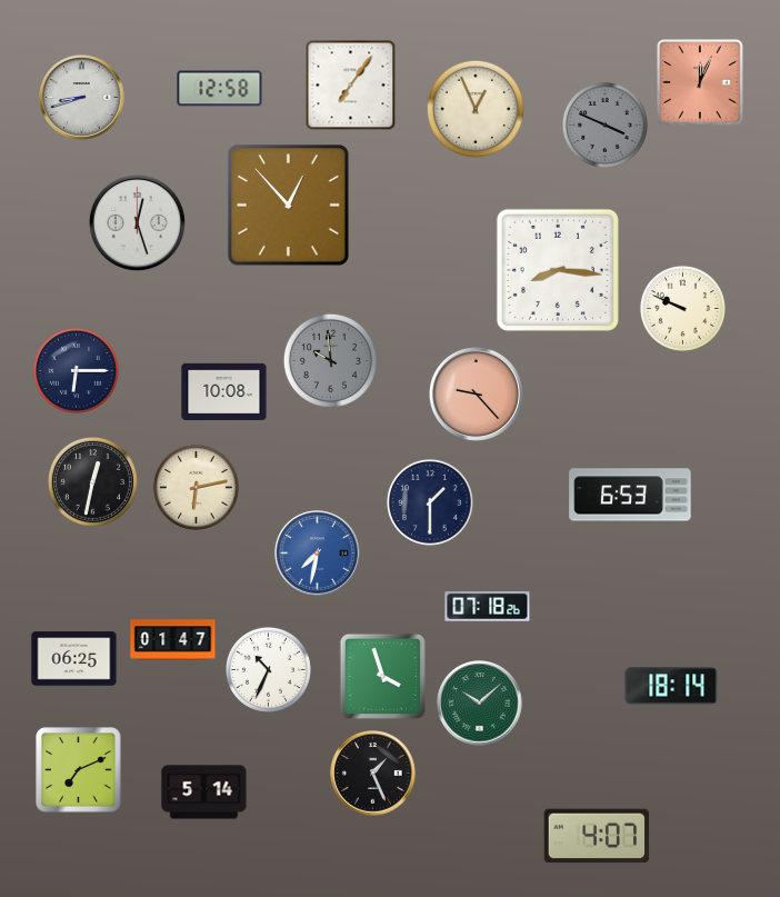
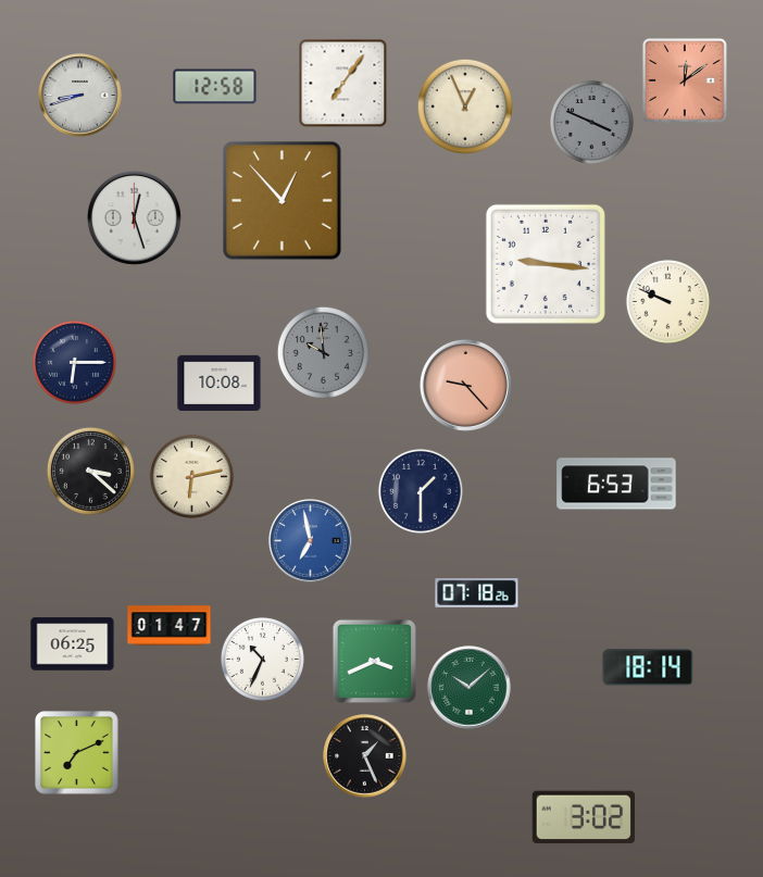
clock at (700, 82): 12:04 -> 12:09
clock at (558, 270): 8:16 -> 9:16
clock at (92, 481): 12:32 -> 3:22
clock at (318, 554): 7:32 -> 6:58
clock at (268, 669) position: (268, 669) -> (262, 659)
clock at (382, 676): 3:57 -> 3:41
clock at (671, 686) position: (671, 686) -> (648, 667)
clock at (204, 793): 5:14 -> none
clock at (597, 836): 4:07 -> 3:02
